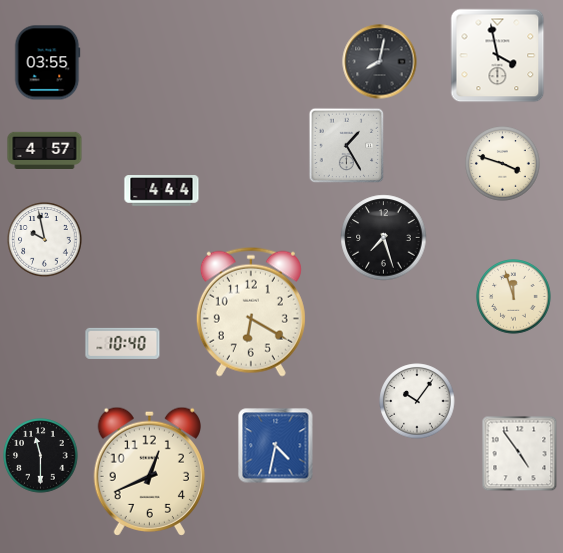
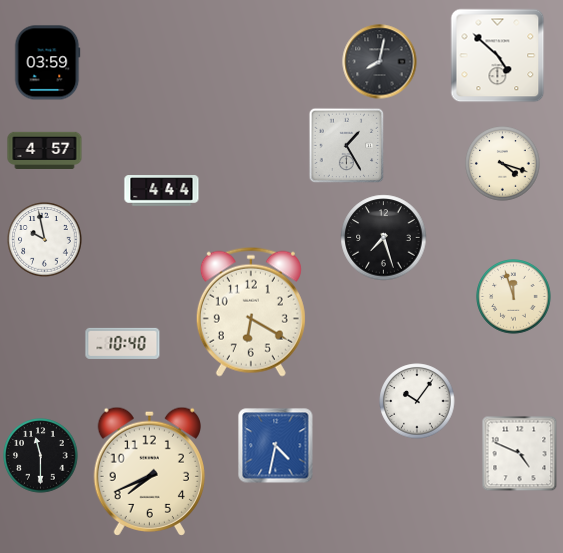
clock at (498, 56): 3:58 -> 4:52
clock at (48, 63): 03:55 -> 03:59
clock at (503, 164): 3:48 -> 4:18
clock at (520, 454): 4:54 -> 4:49
clock at (149, 471): 12:41 -> 7:41
